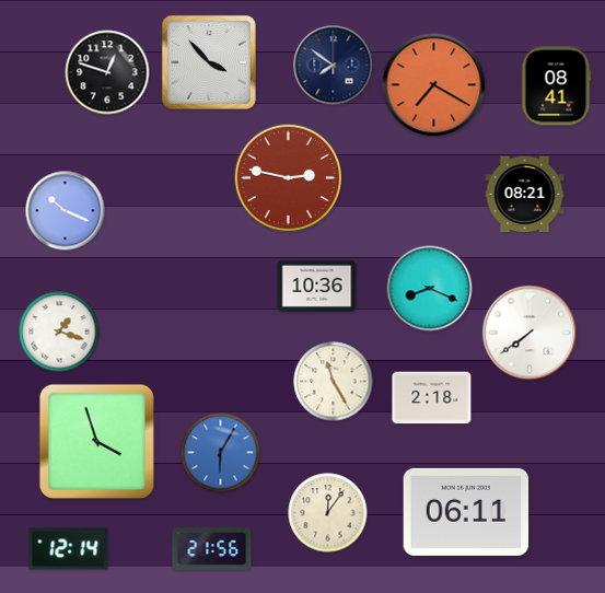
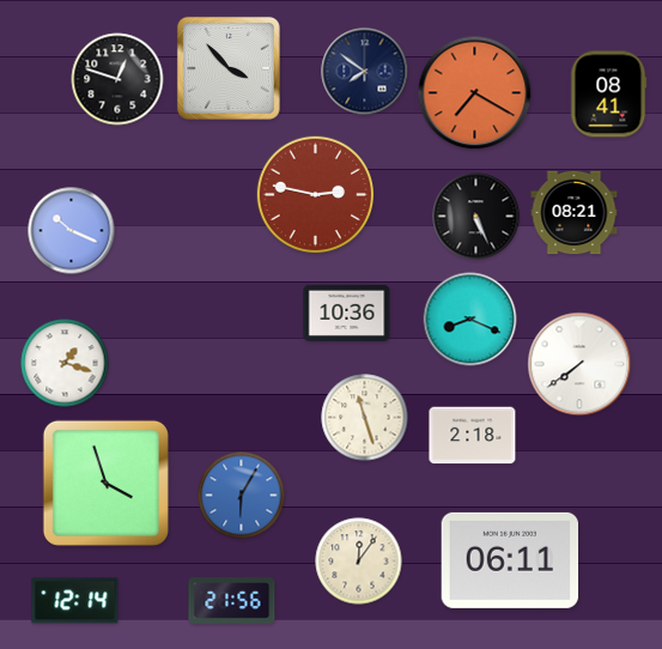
clock at (476, 217): none -> 5:26
clock at (430, 289) position: (430, 289) -> (470, 320)
clock at (334, 382): 11:25 -> 11:27
